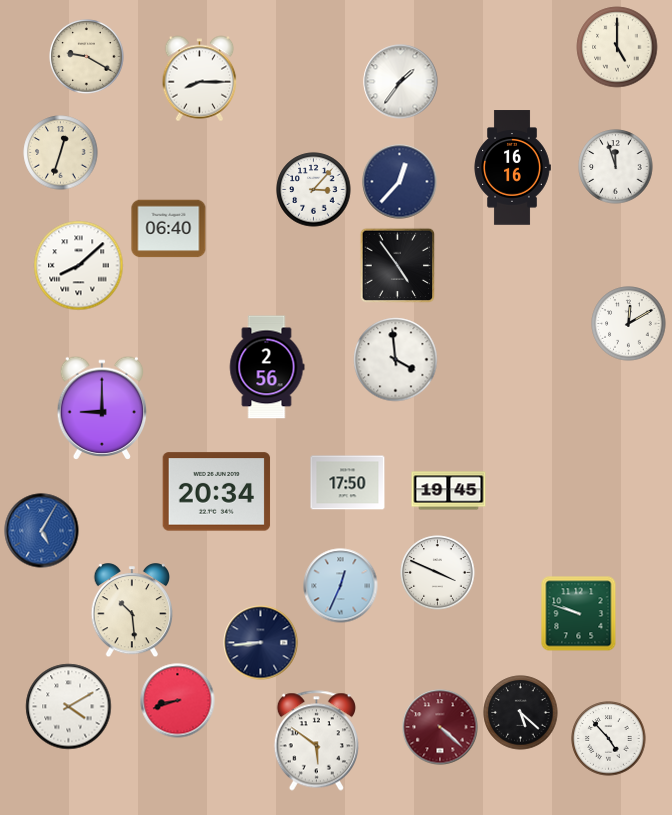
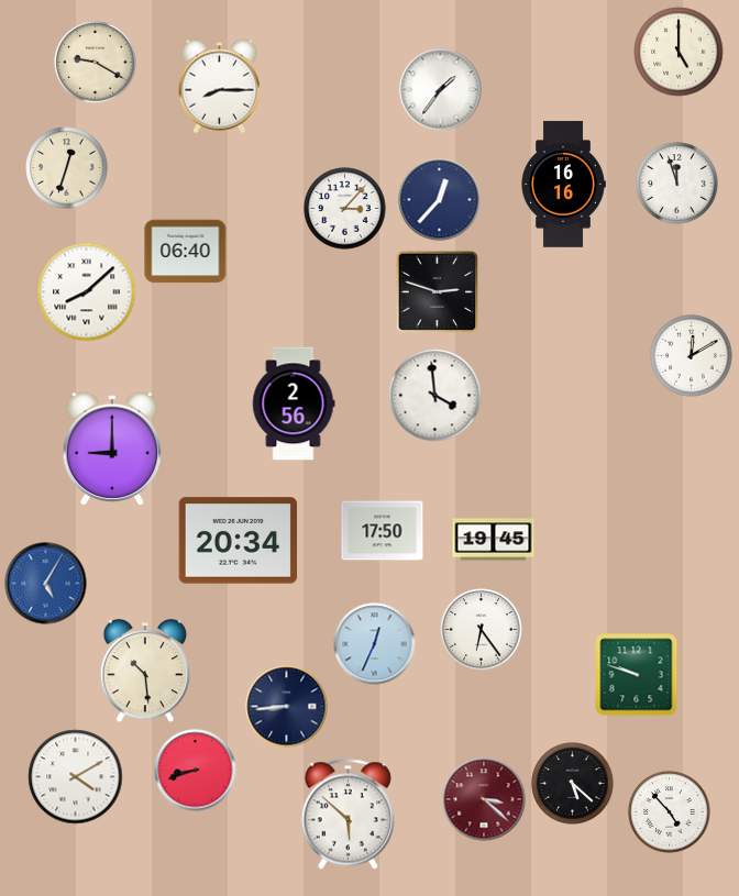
clock at (398, 266): 4:54 -> 2:48
clock at (438, 573): 3:49 -> 6:24
clock at (440, 727): 4:22 -> 3:22
clock at (316, 741): 5:51 -> 5:52
